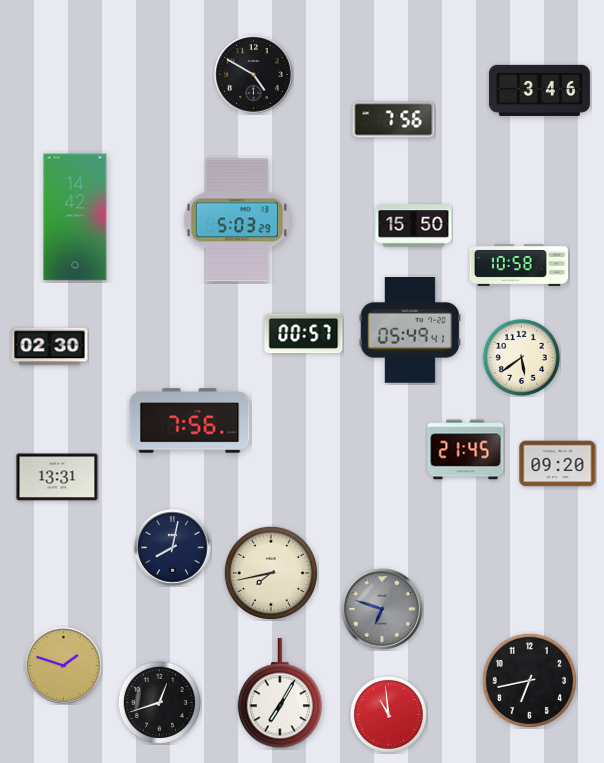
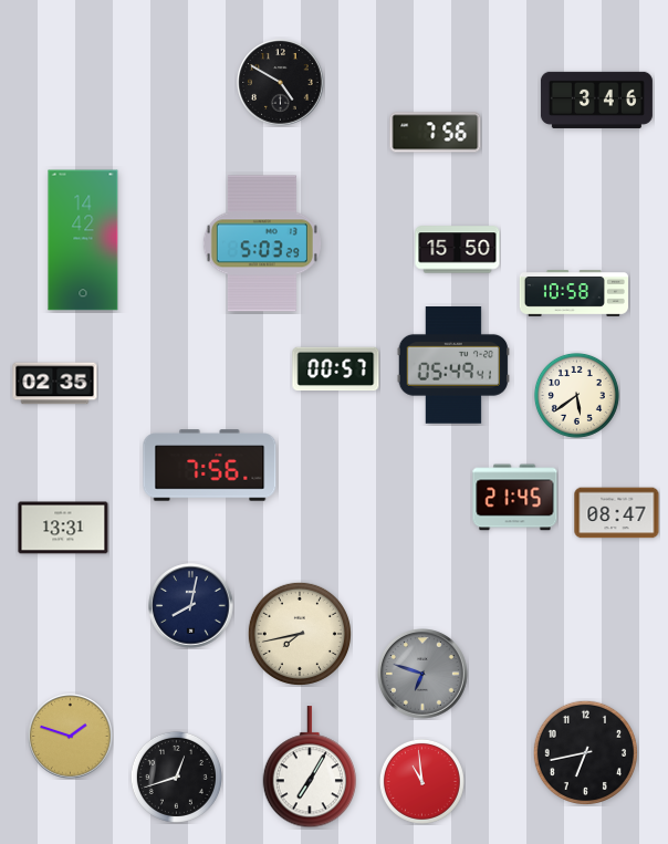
clock at (50, 347): 02:30 -> 02:35
clock at (558, 464): 09:20 -> 08:47
clock at (388, 714) position: (388, 714) -> (421, 781)
